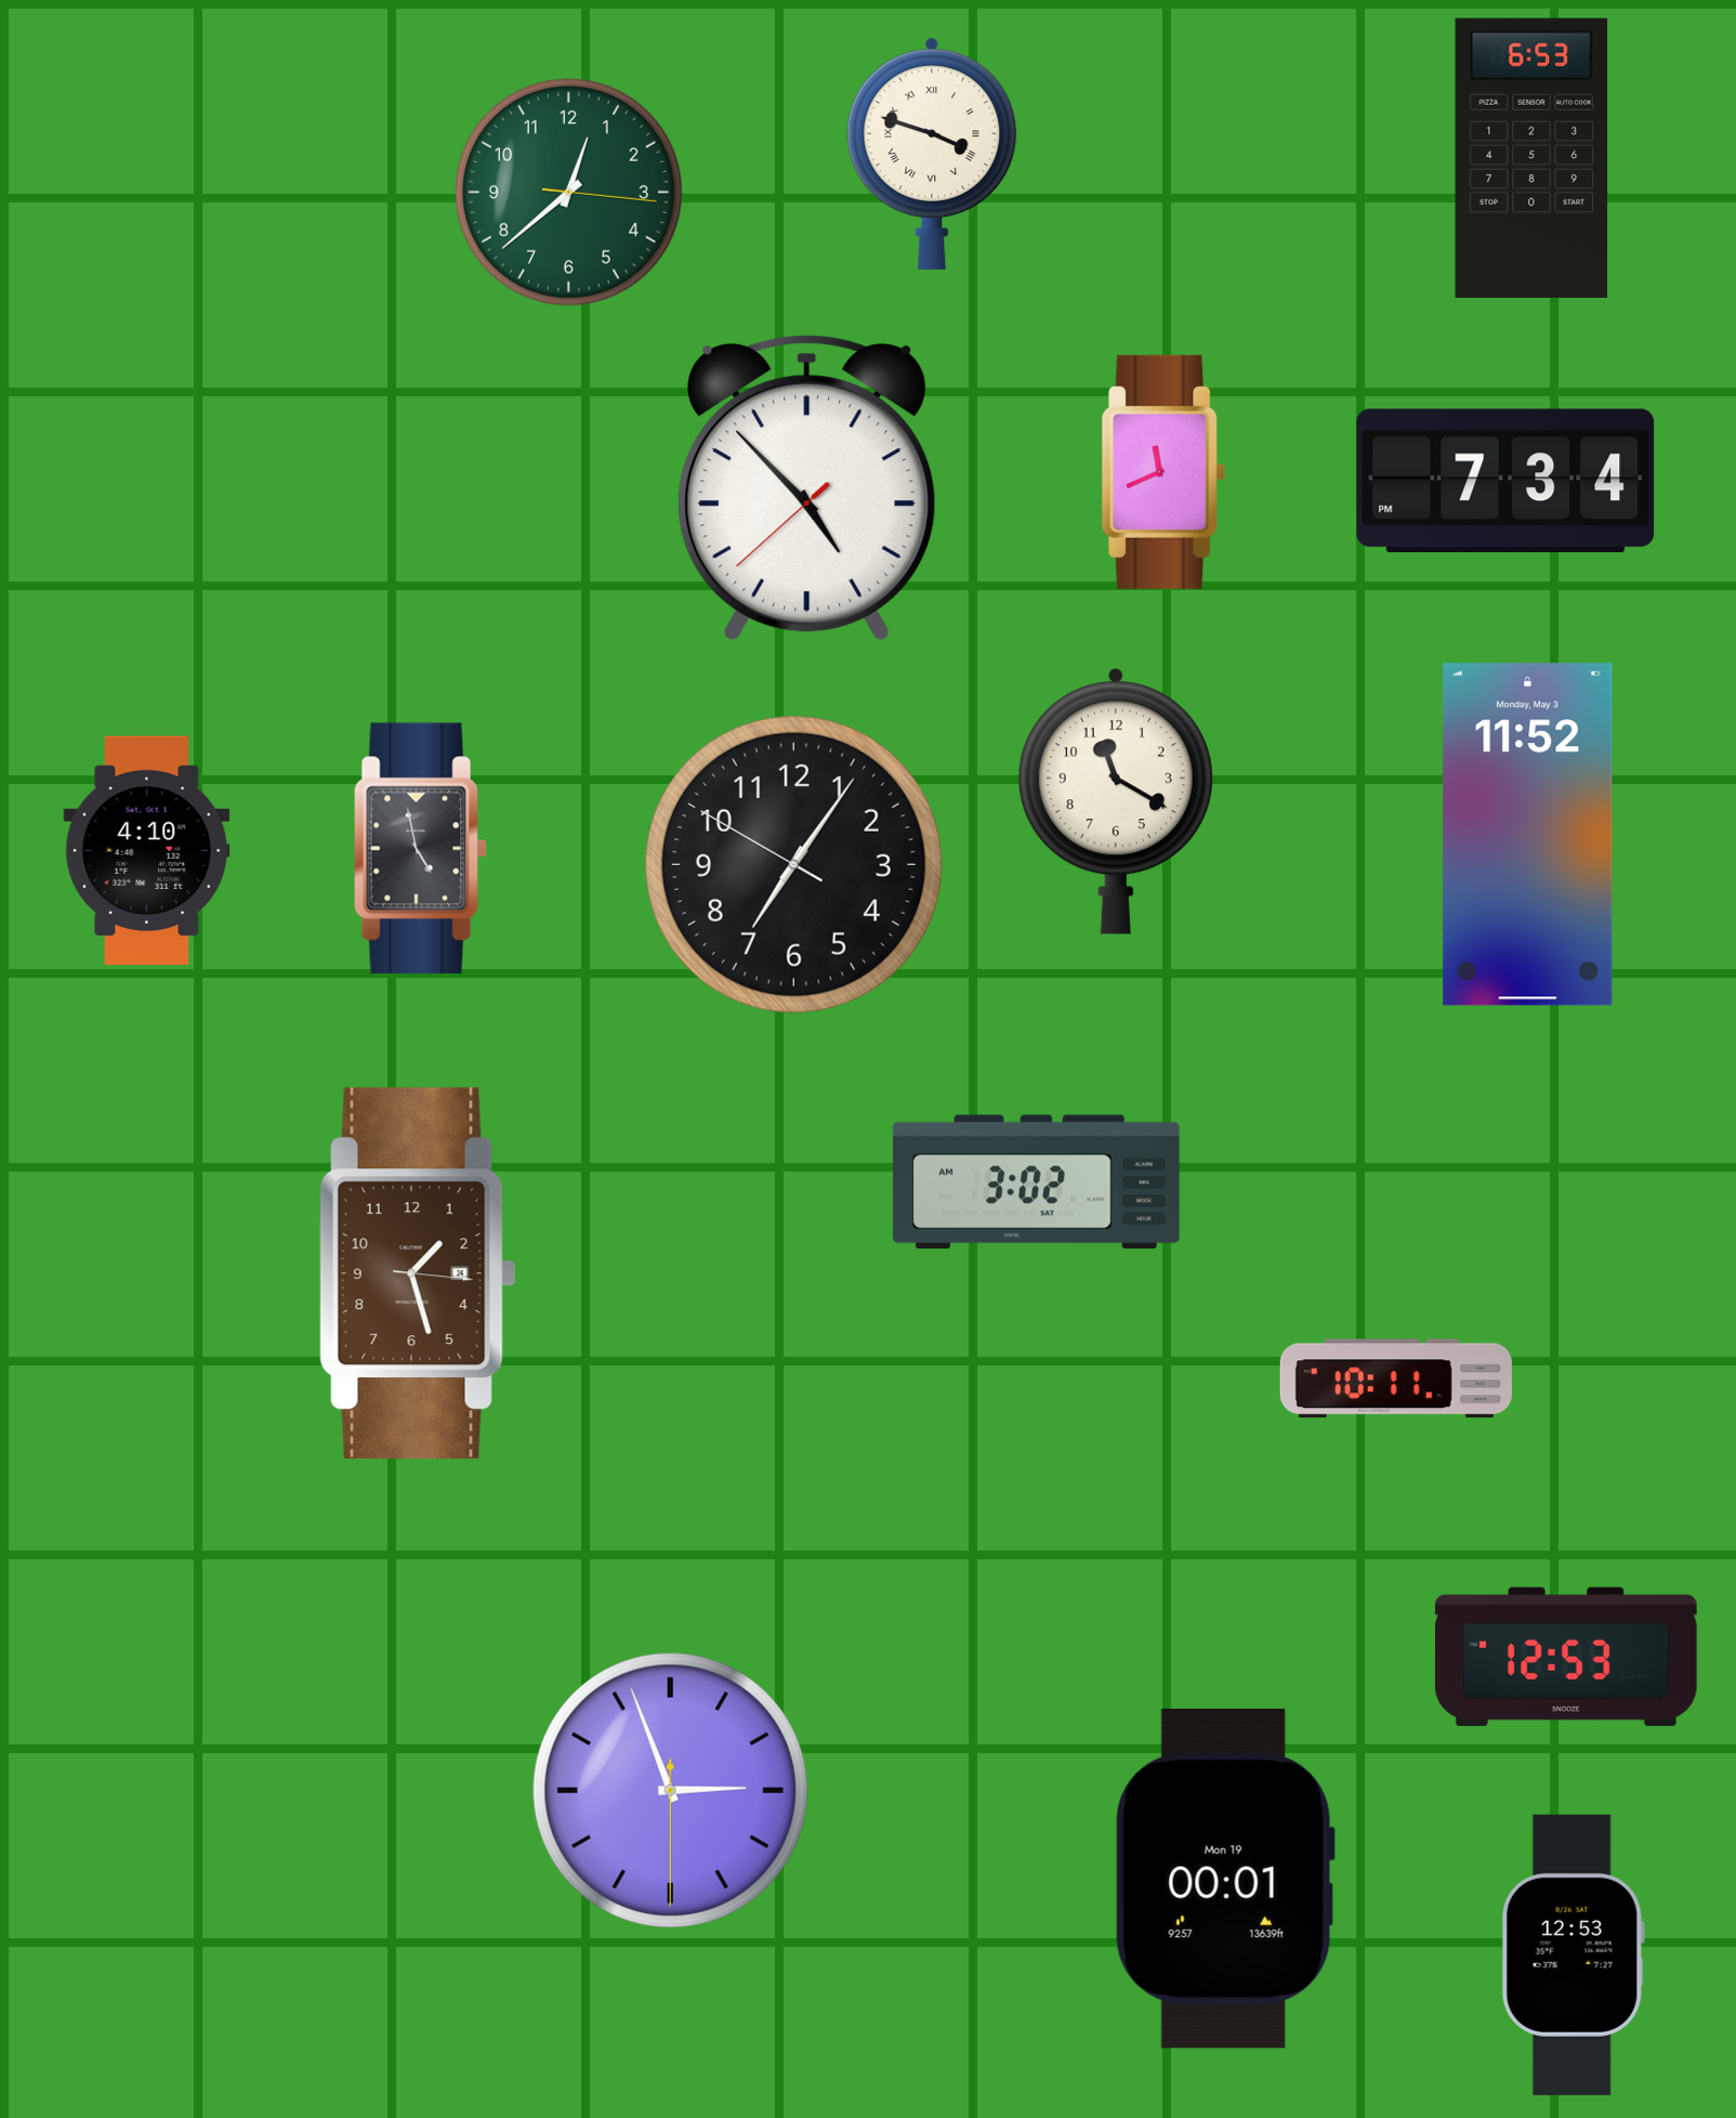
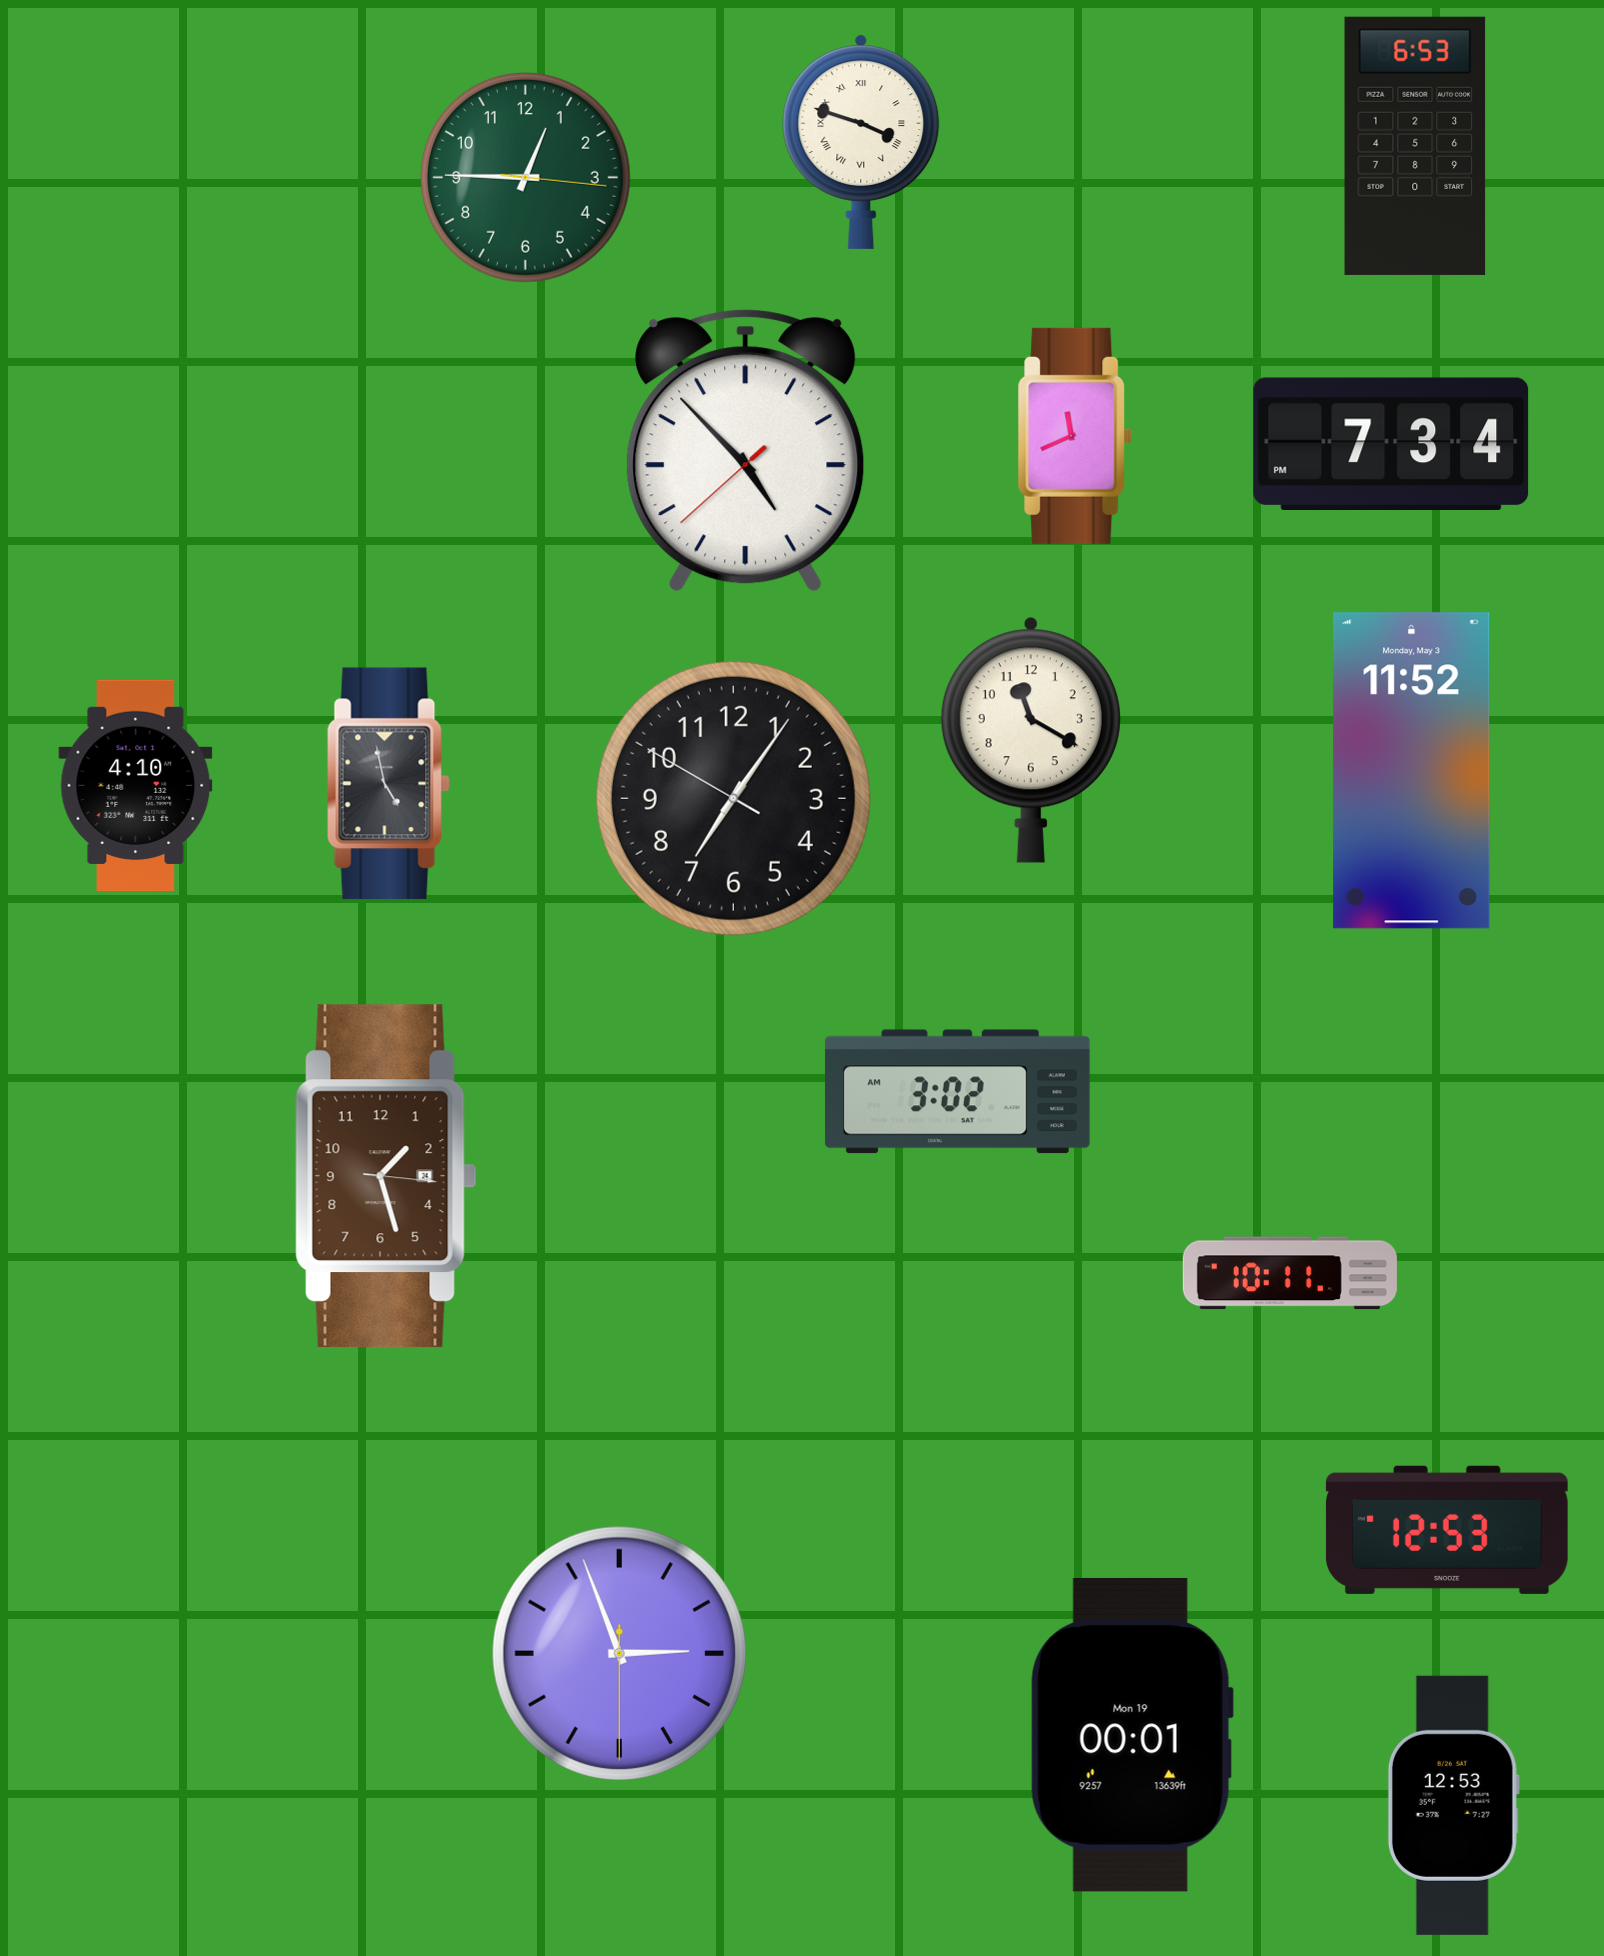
clock at (569, 193): 12:38 -> 12:45
